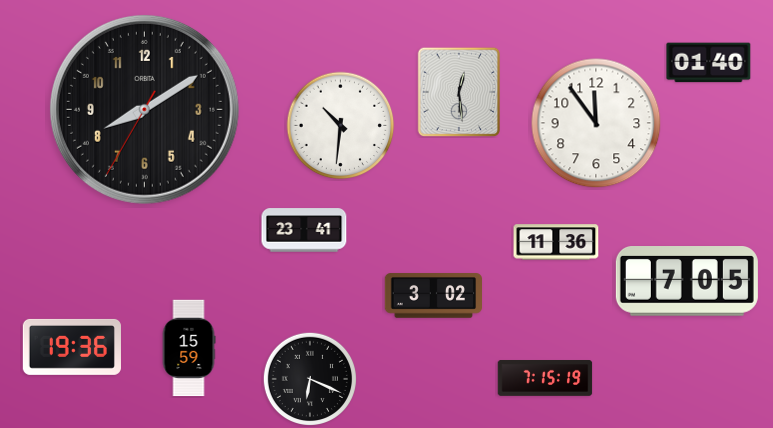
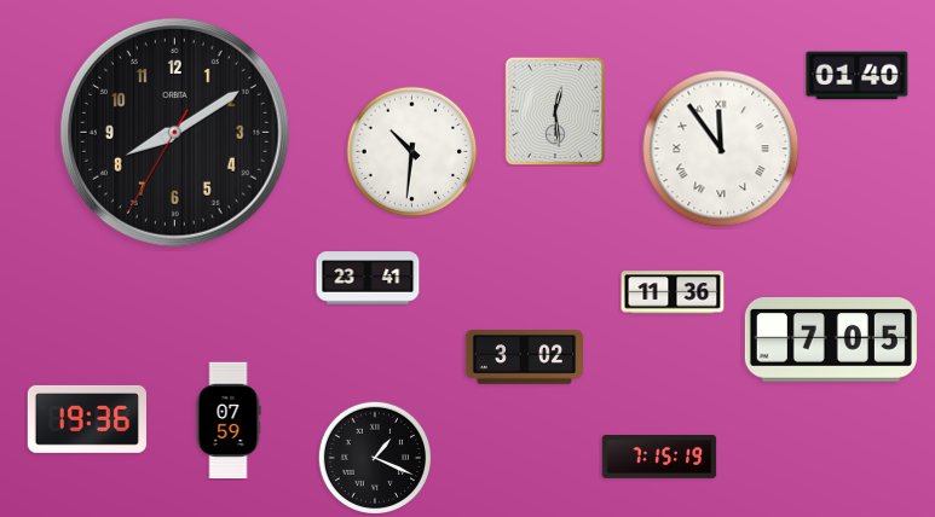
clock at (596, 123) numerals: Arabic -> Roman
clock at (189, 348): 15:59 -> 07:59
clock at (309, 378): 6:19 -> 1:19
